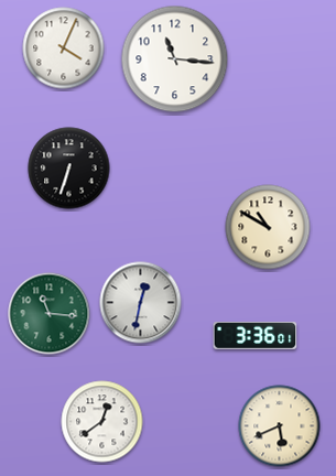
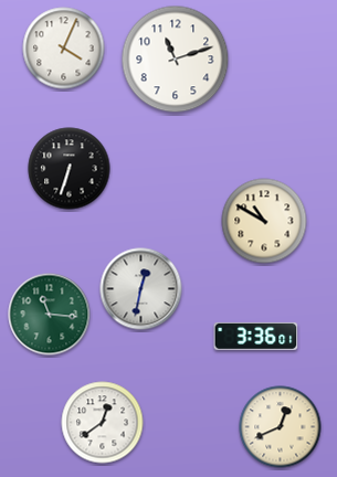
clock at (175, 59): 11:16 -> 11:12
clock at (268, 227) position: (268, 227) -> (264, 221)
clock at (141, 303) position: (141, 303) -> (141, 289)
clock at (280, 426): 5:41 -> 12:41
